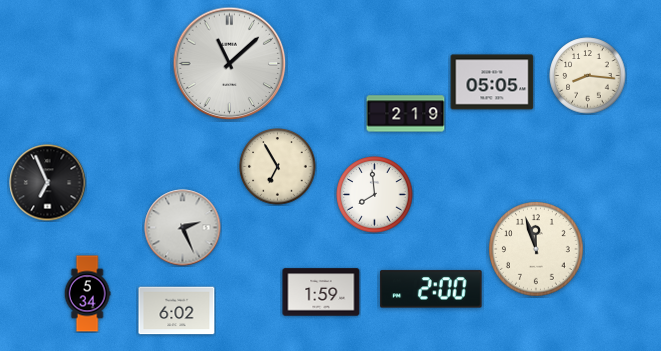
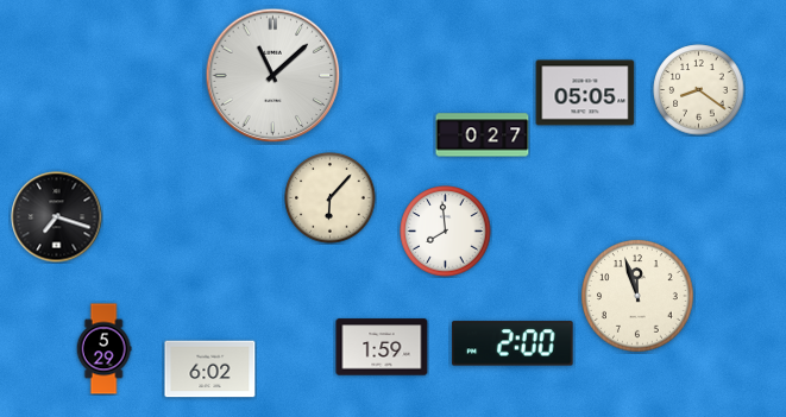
clock at (588, 76): 8:16 -> 8:21
clock at (492, 82) position: (492, 82) -> (585, 93)
clock at (406, 114): 2:19 -> 0:27
clock at (278, 167): 6:55 -> 6:07
clock at (48, 183): 6:56 -> 7:18
clock at (183, 228): 2:26 -> none
clock at (87, 294): 5:34 -> 5:29
